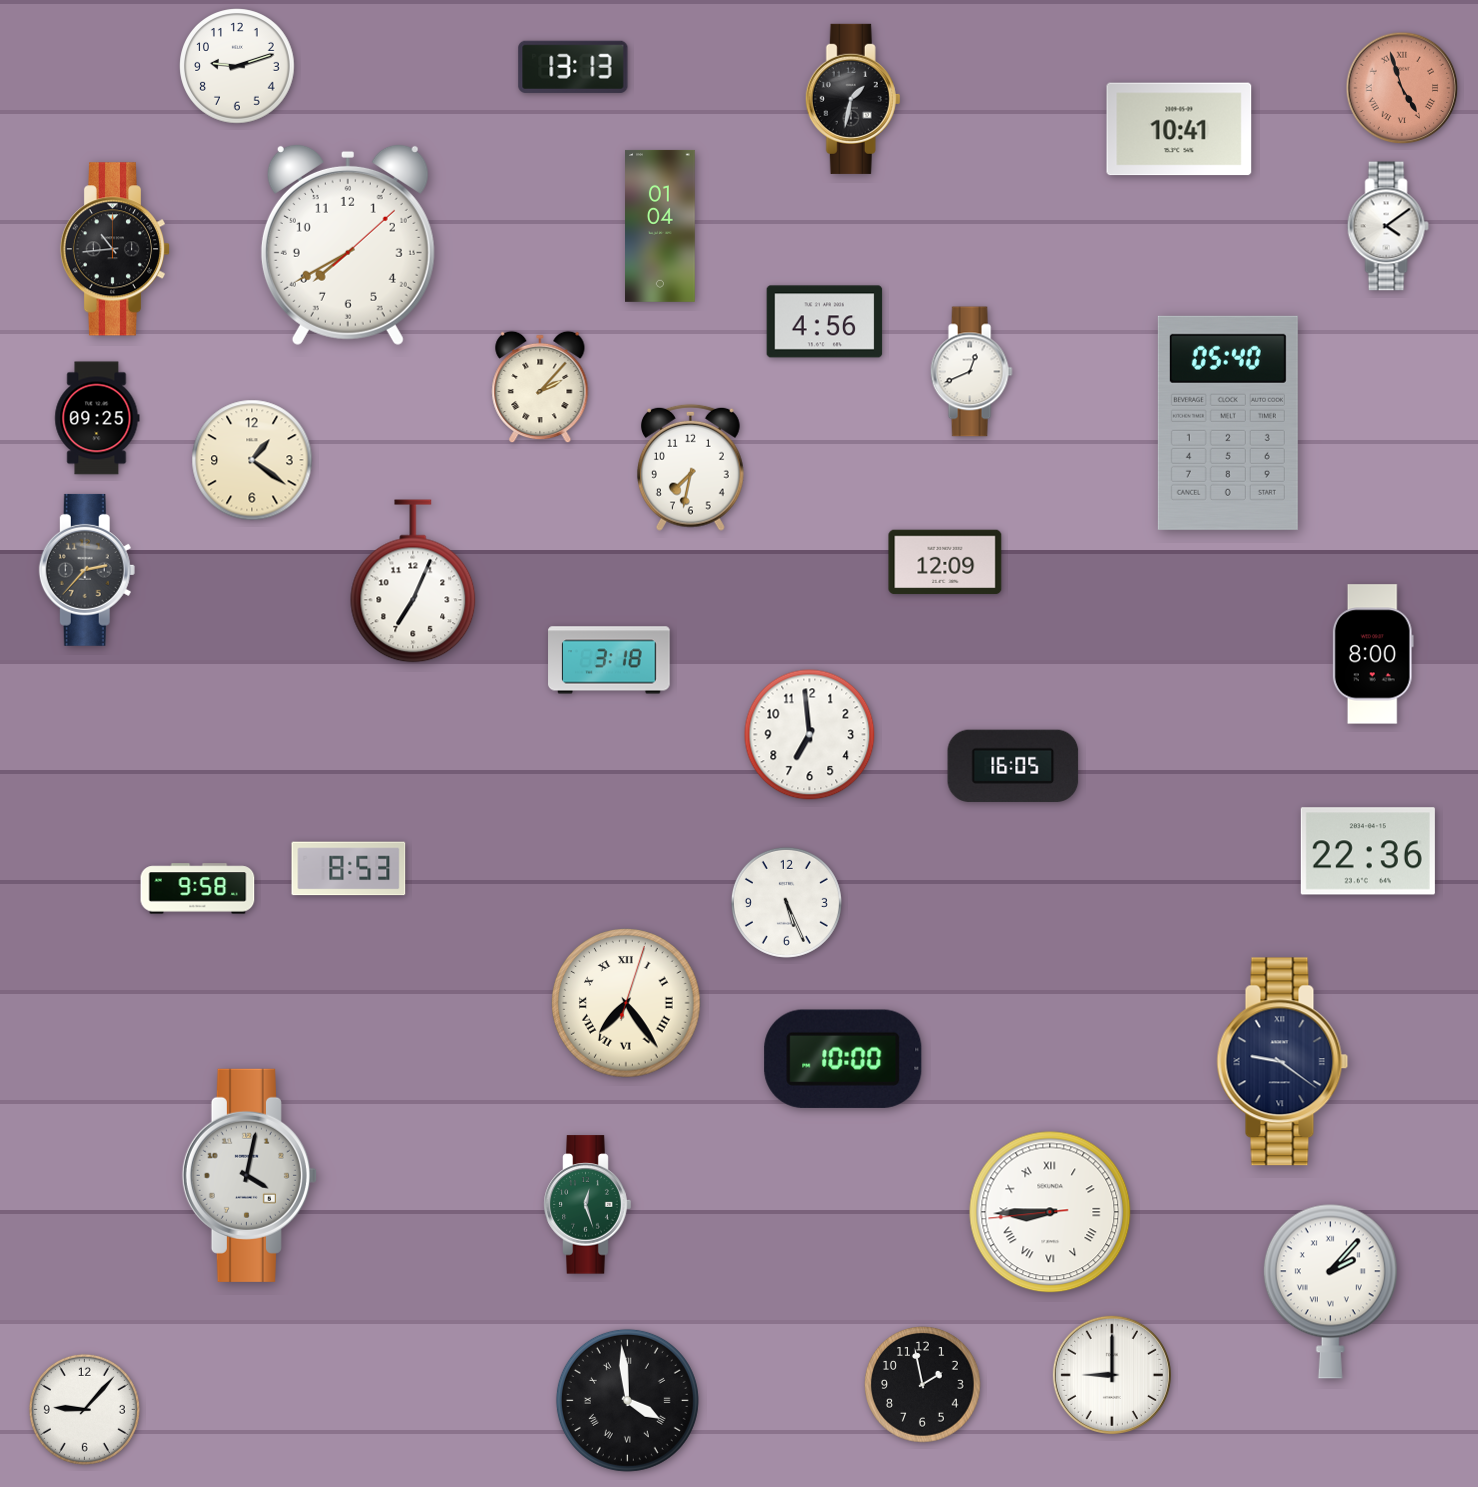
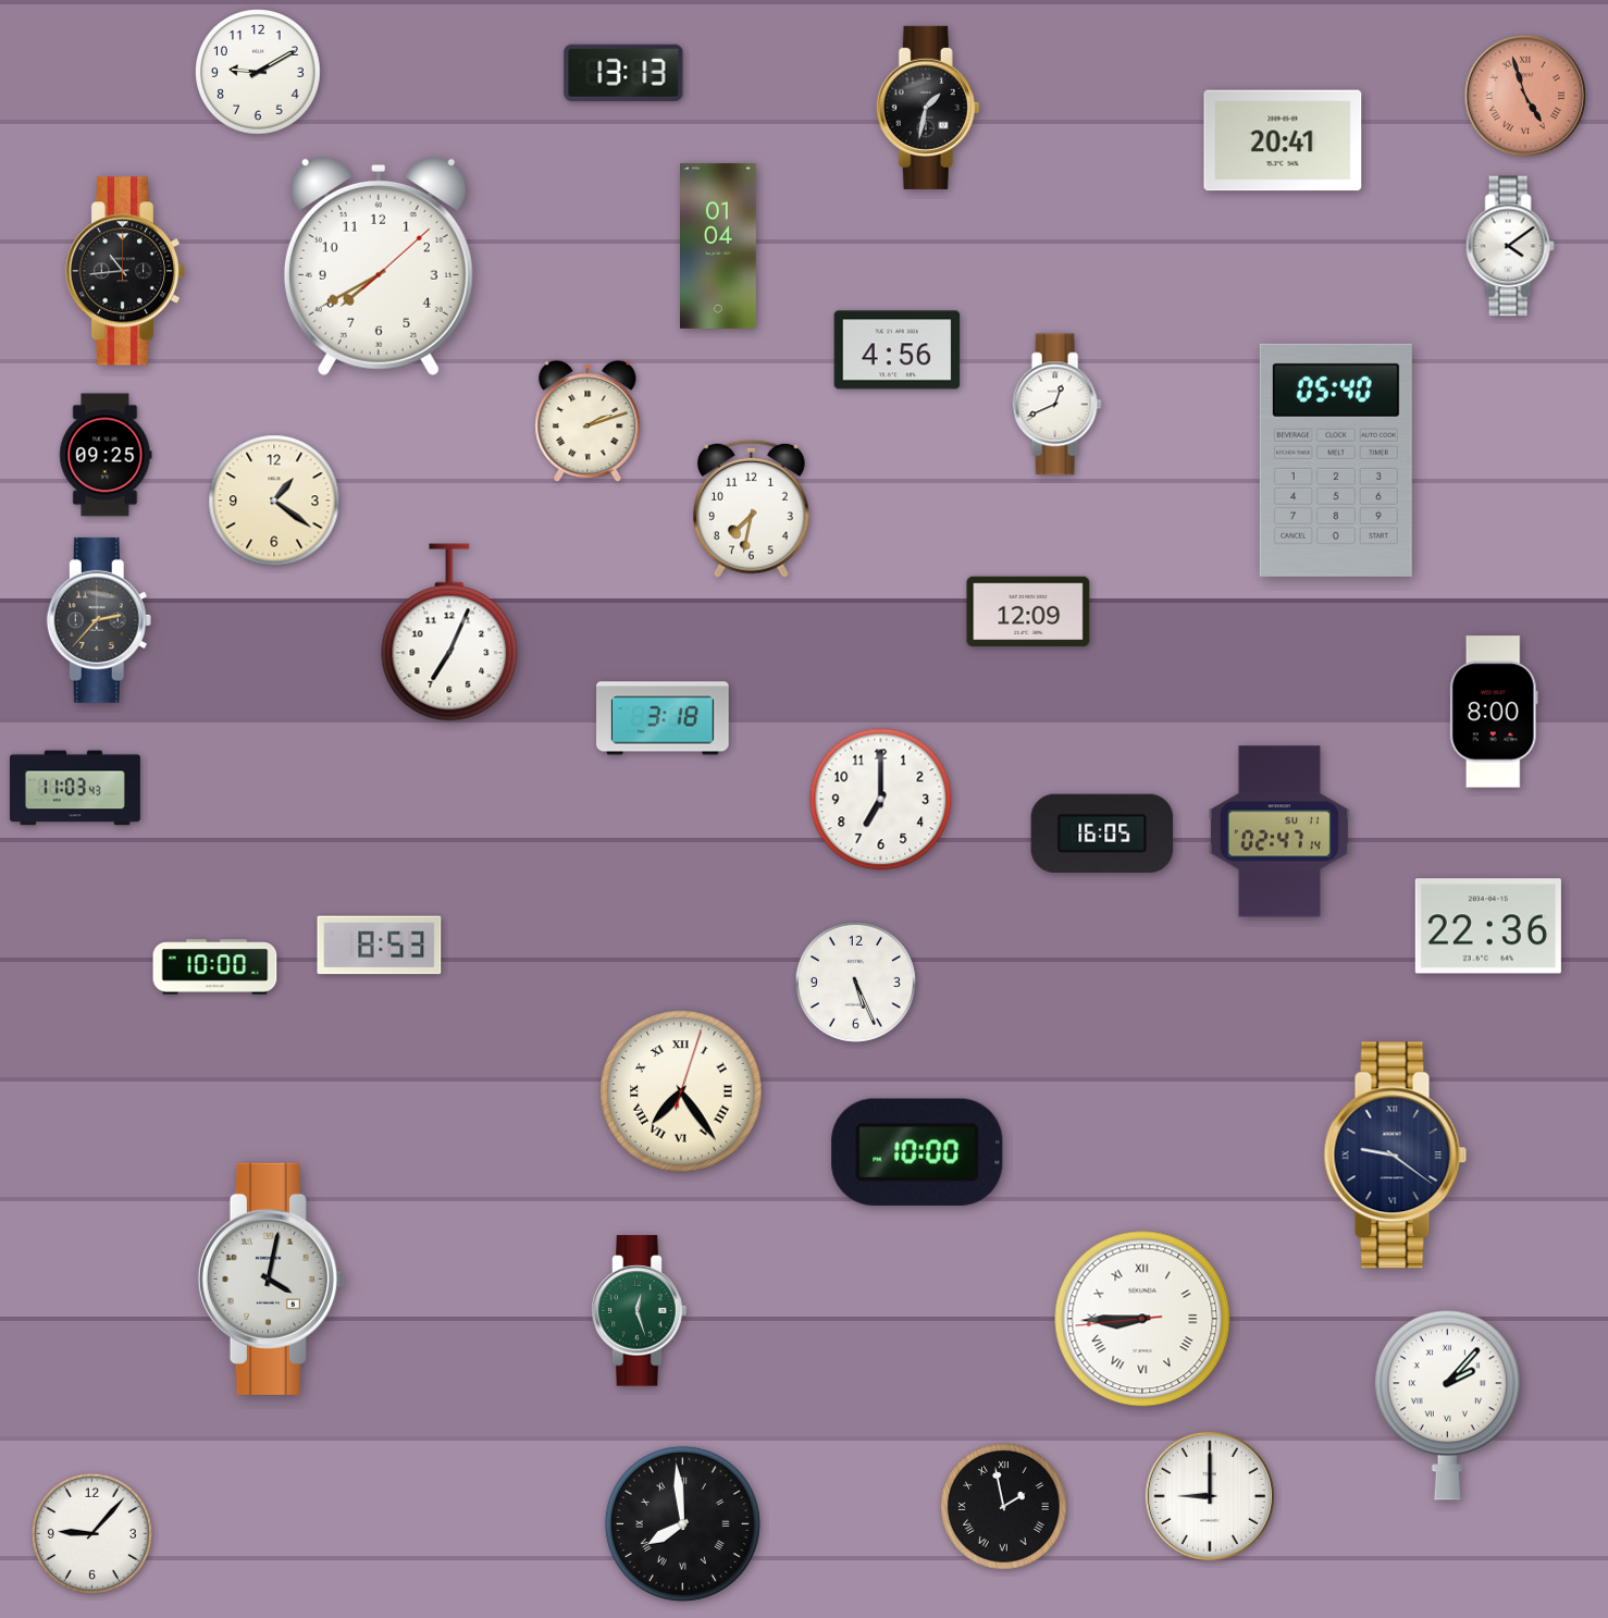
clock at (237, 66): 9:12 -> 9:10
clock at (1179, 129): 10:41 -> 20:41
clock at (540, 387): 2:07 -> 2:12
clock at (87, 570) position: (87, 570) -> (99, 620)
clock at (75, 788): none -> 11:03
clock at (810, 735): 6:59 -> 7:00
clock at (1279, 831): none -> 02:47
clock at (198, 889): 9:58 -> 10:00
clock at (923, 1385) numerals: Arabic -> Roman
clock at (627, 1400): 3:59 -> 7:59
